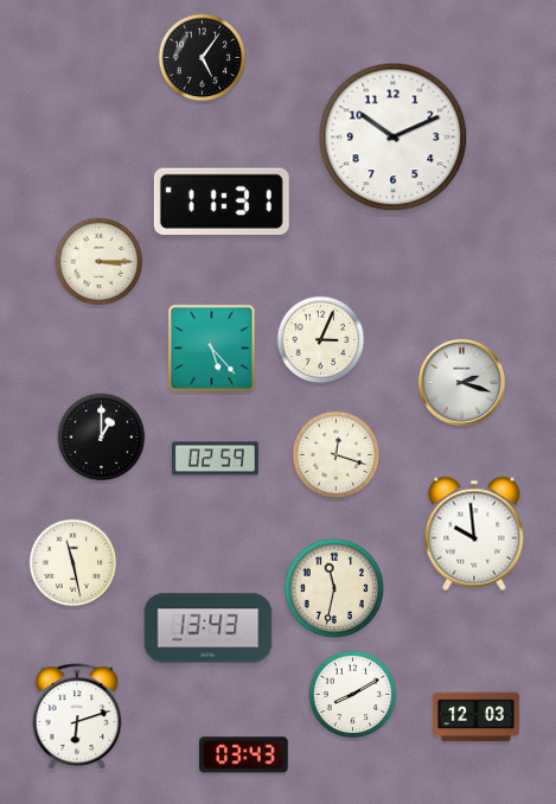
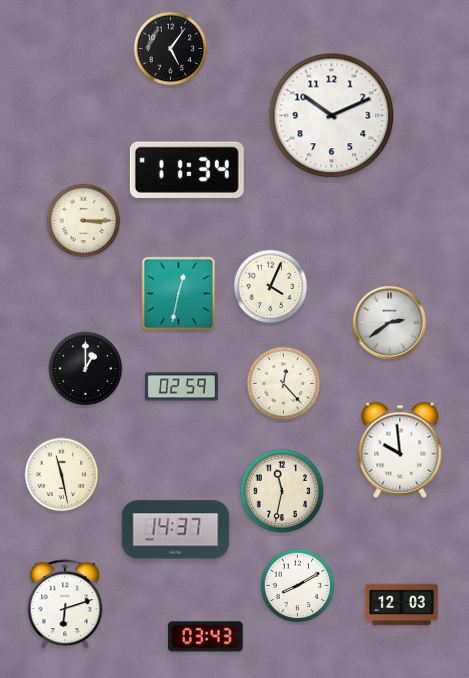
clock at (222, 200): 11:31 -> 11:34
clock at (321, 340): 3:04 -> 4:04
clock at (212, 349): 5:23 -> 12:32
clock at (461, 382): 2:18 -> 2:39
clock at (337, 455): 12:18 -> 12:23
clock at (334, 588) position: (334, 588) -> (282, 491)
clock at (209, 628): 13:43 -> 14:37
